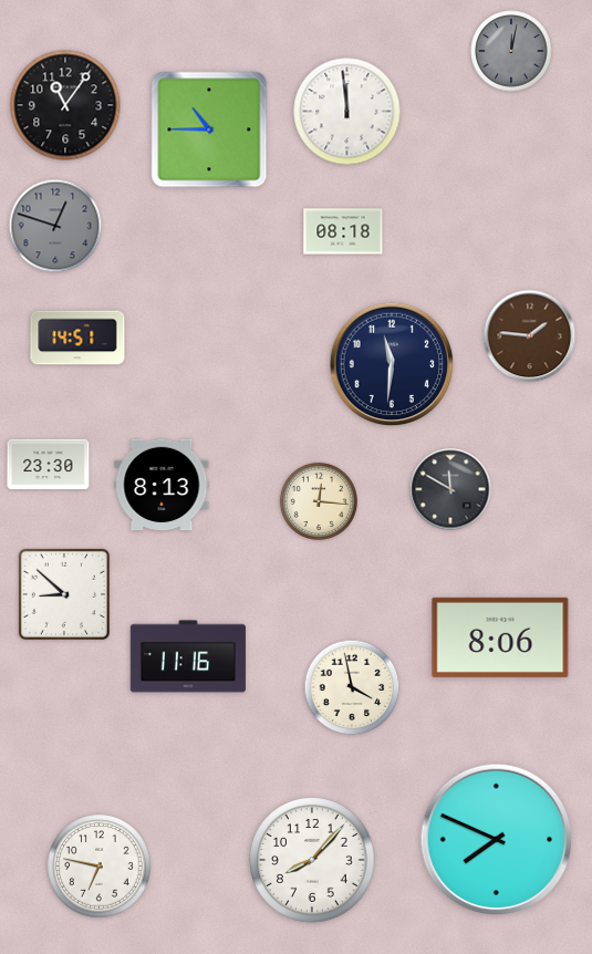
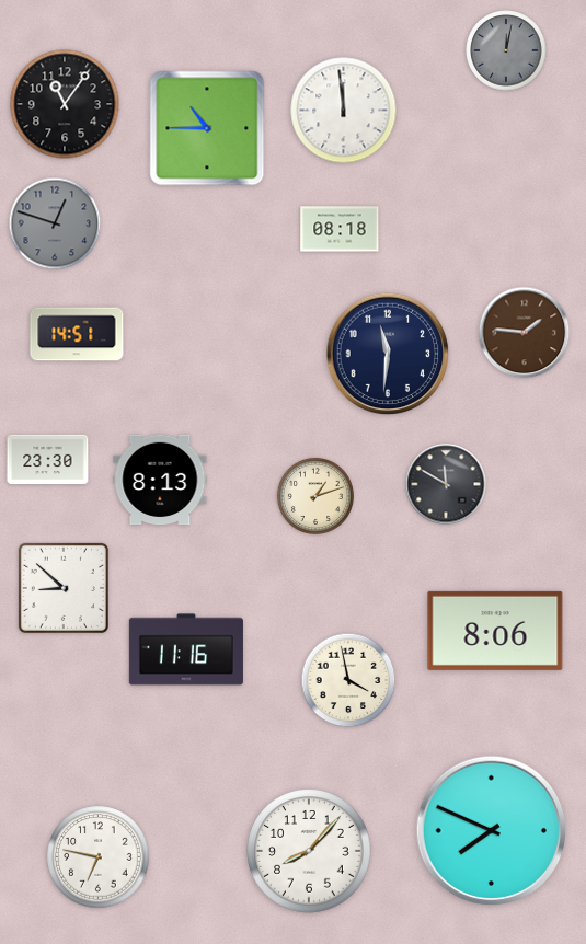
clock at (392, 364) position: (392, 364) -> (388, 354)
clock at (319, 501): 12:16 -> 1:12
